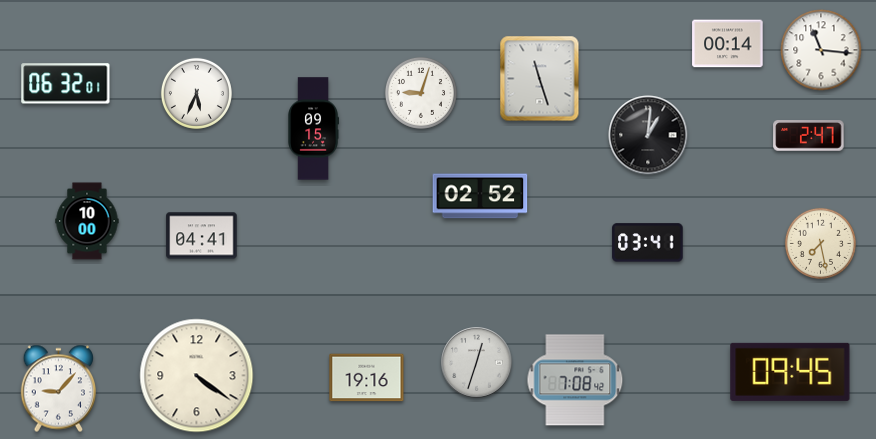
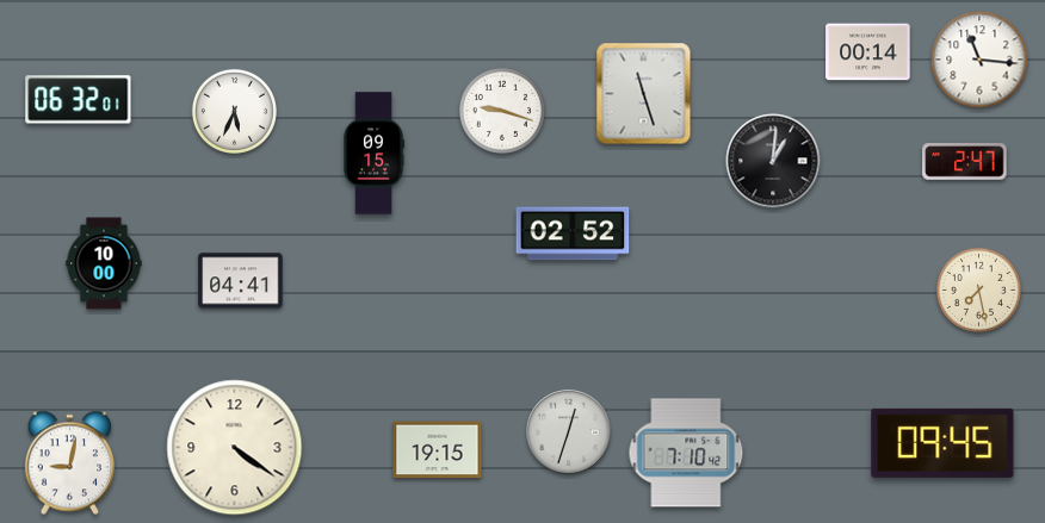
clock at (421, 93): 9:03 -> 9:18
clock at (648, 243): 03:41 -> none
clock at (367, 378): 19:16 -> 19:15
clock at (575, 380): 7:08 -> 7:10
clock at (58, 389): 9:07 -> 9:02
